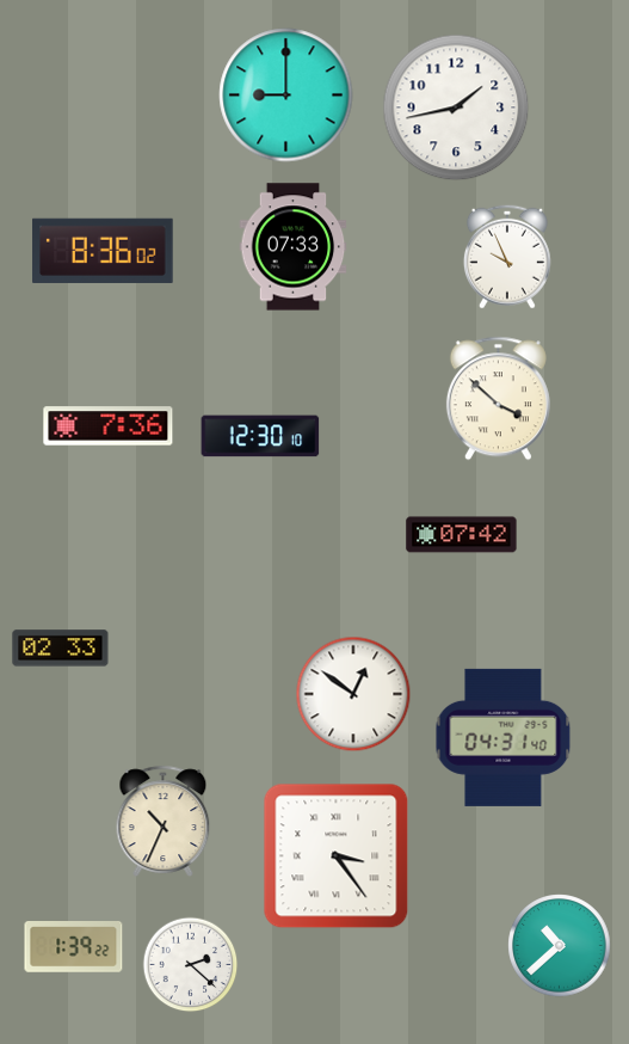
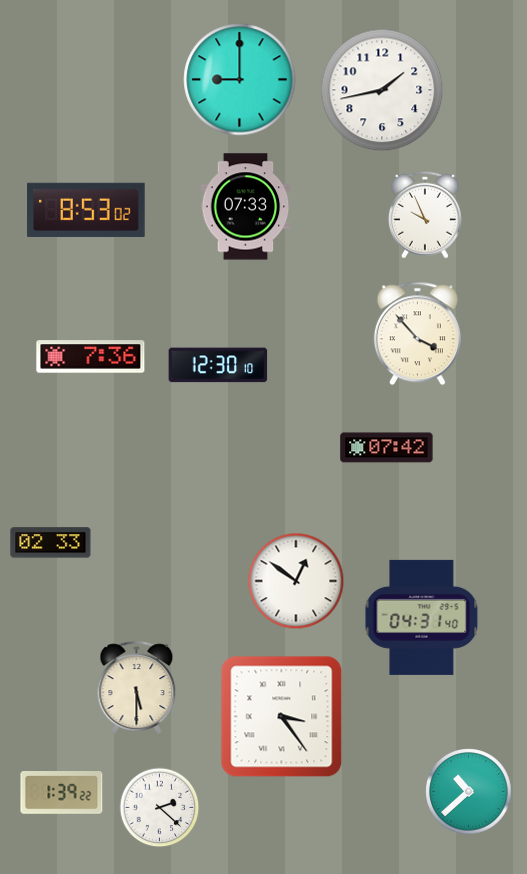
clock at (103, 251): 8:36 -> 8:53
clock at (498, 399): 3:52 -> 3:53
clock at (164, 821): 10:34 -> 5:30
